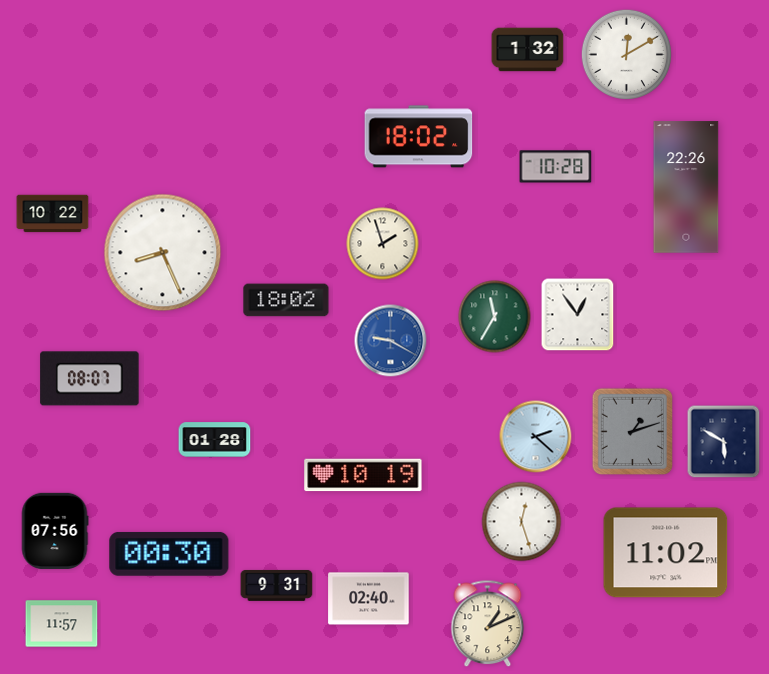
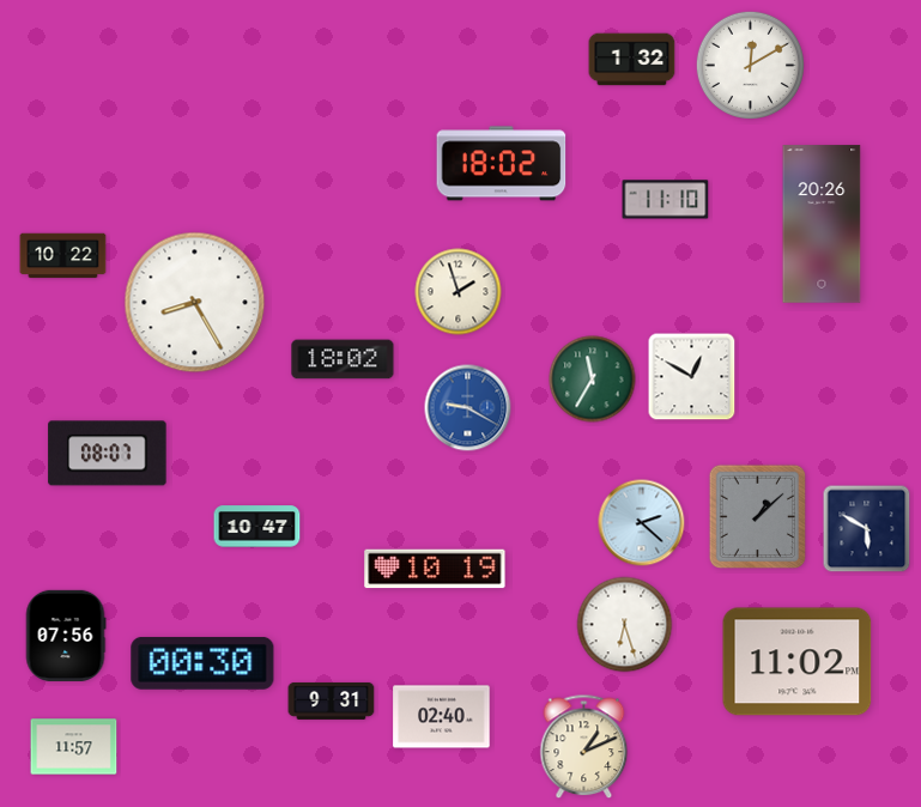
clock at (556, 167): 10:28 -> 11:10
clock at (686, 187): 22:26 -> 20:26
clock at (163, 253): 8:26 -> 8:25
clock at (578, 315): 12:54 -> 12:50
clock at (633, 432): 1:12 -> 1:08
clock at (215, 440): 01:28 -> 10:47
clock at (522, 522): 12:27 -> 6:27
